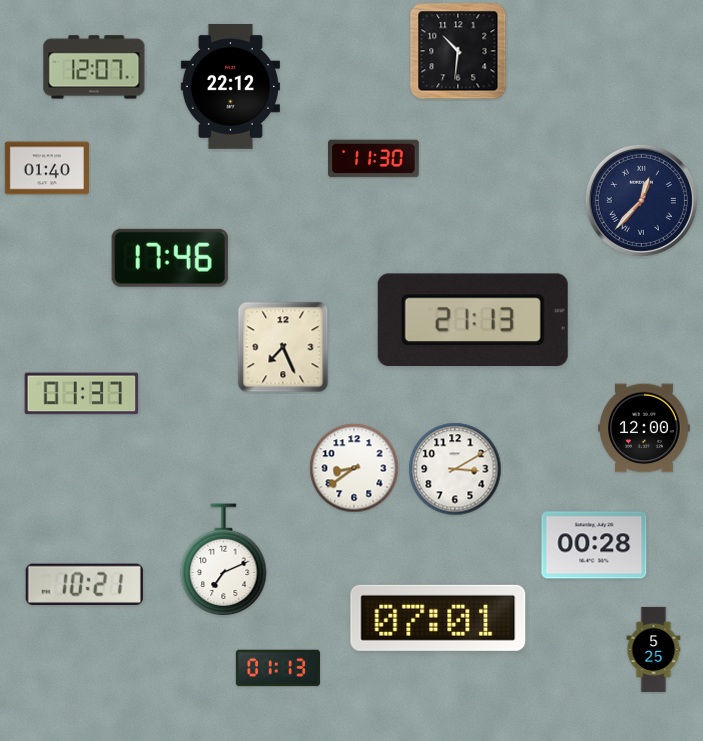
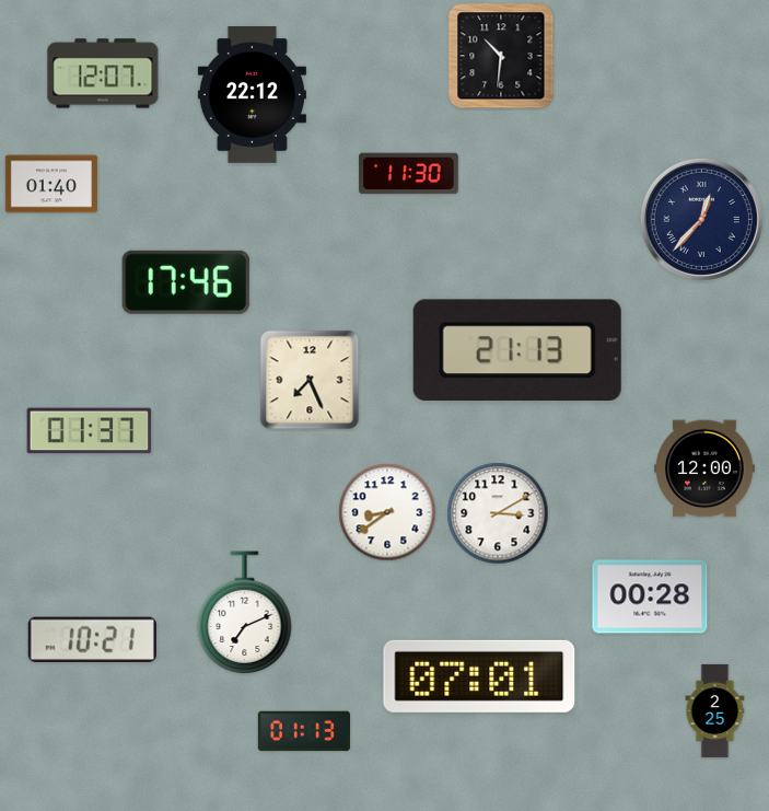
clock at (654, 649): 5:25 -> 2:25
